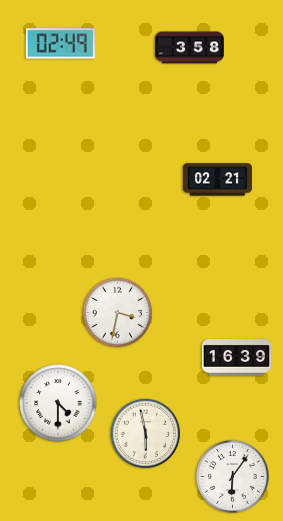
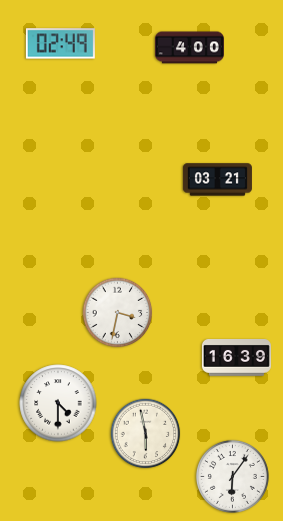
clock at (189, 48): 3:58 -> 4:00
clock at (217, 180): 02:21 -> 03:21
